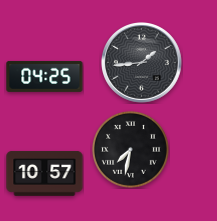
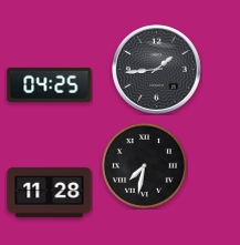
clock at (45, 174): 10:57 -> 11:28
